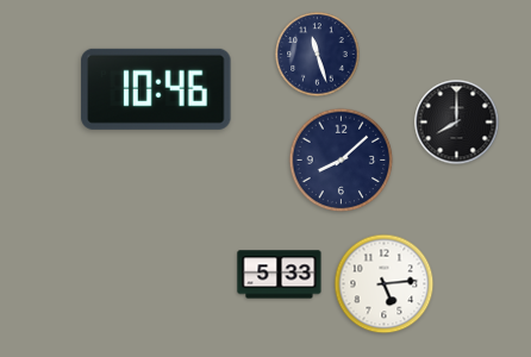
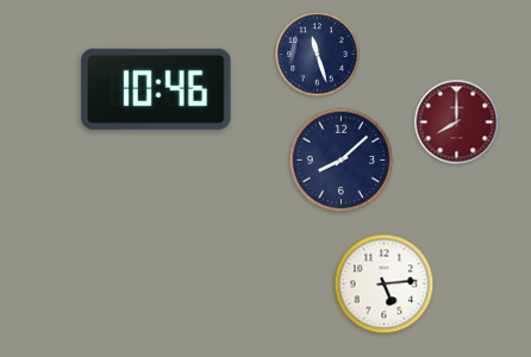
clock at (457, 123) dial: black -> burgundy
clock at (280, 275): 5:33 -> none
